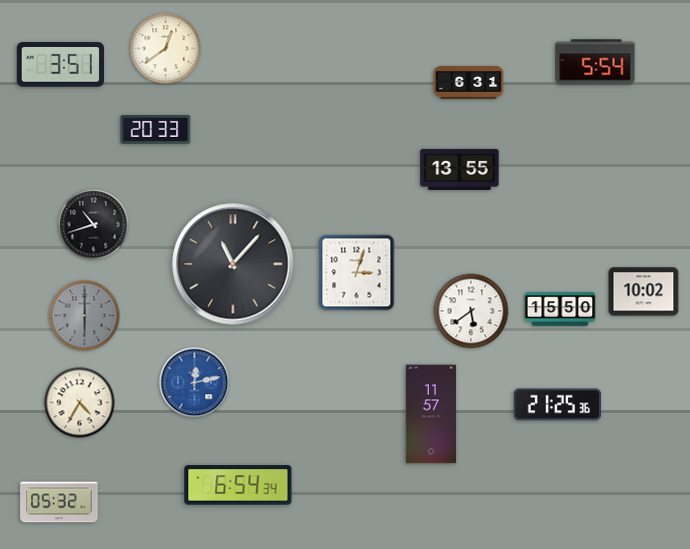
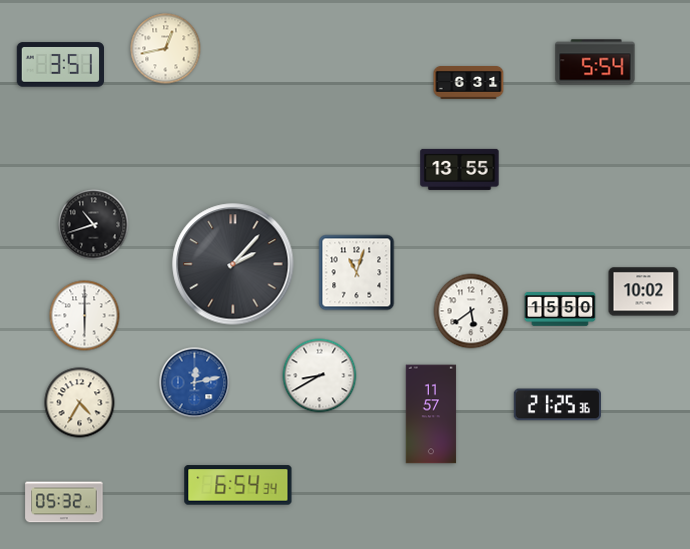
clock at (166, 49): 12:39 -> 12:43
clock at (156, 130): 20:33 -> none
clock at (233, 264): 11:07 -> 2:07
clock at (357, 273): 3:03 -> 11:03
clock at (85, 316) dial: grey -> white
clock at (320, 376): none -> 8:40
clock at (59, 502) position: (59, 502) -> (64, 502)
